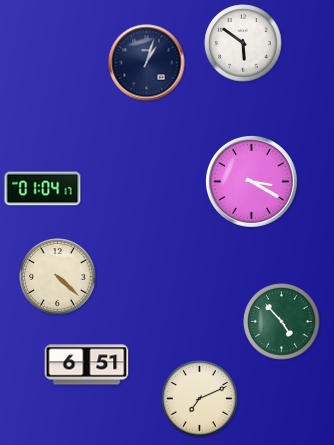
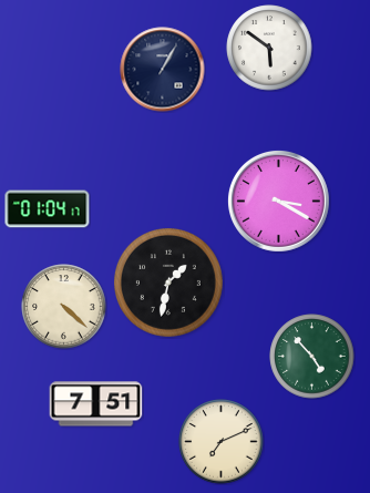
clock at (147, 63): 1:03 -> 1:05
clock at (168, 283): none -> 1:32
clock at (87, 365): 6:51 -> 7:51
